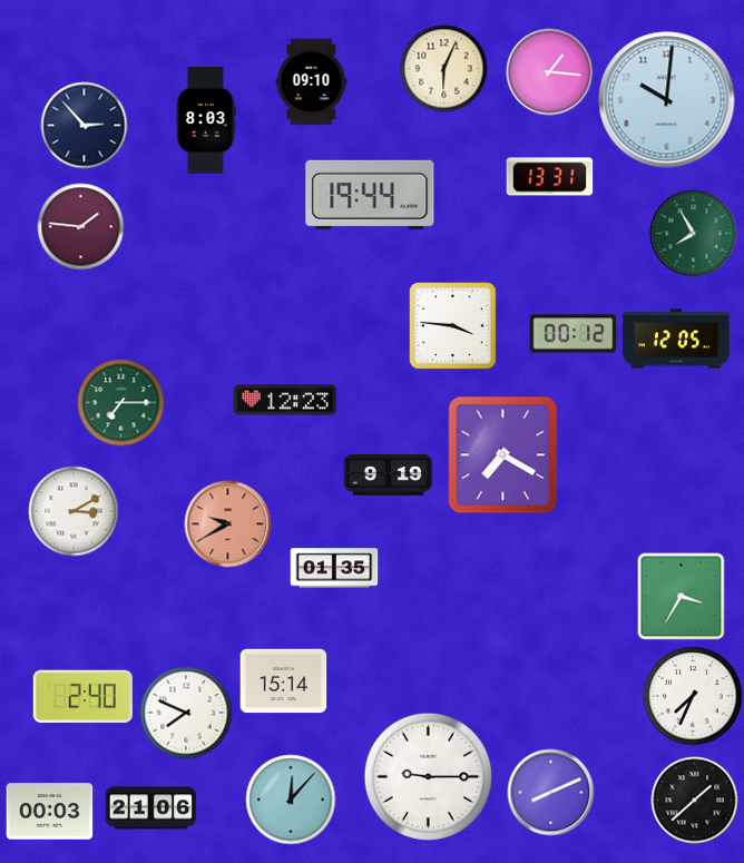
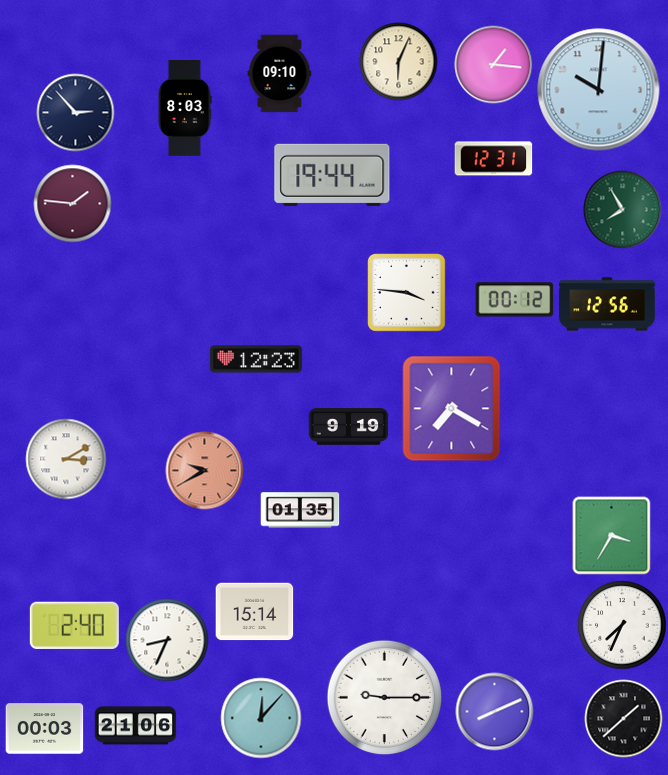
clock at (549, 177): 13:31 -> 12:31
clock at (676, 339): 12:05 -> 12:56
clock at (120, 402): 7:15 -> none
clock at (186, 713): 7:49 -> 8:34
